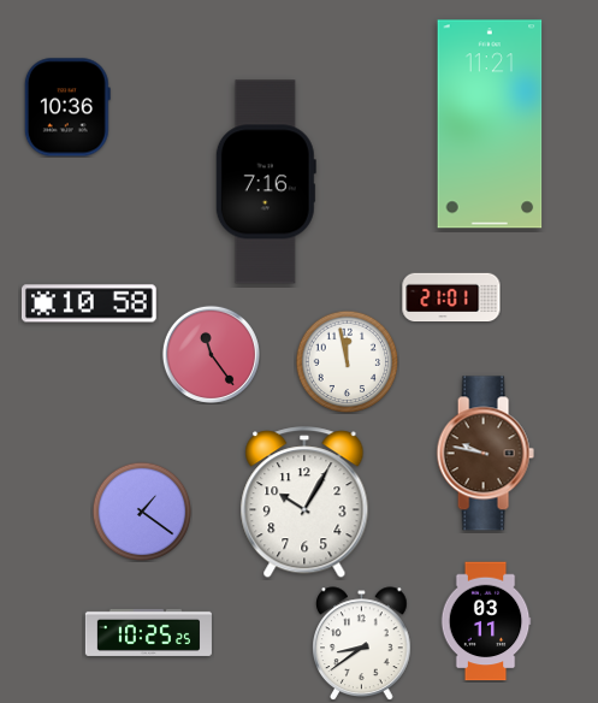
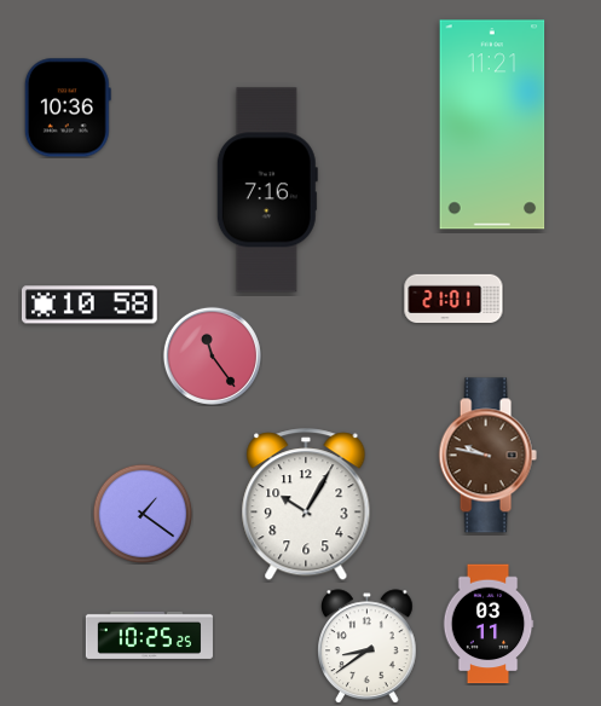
clock at (266, 182) position: (266, 182) -> (267, 190)
clock at (347, 361): 11:58 -> none
clock at (362, 643) position: (362, 643) -> (368, 646)
